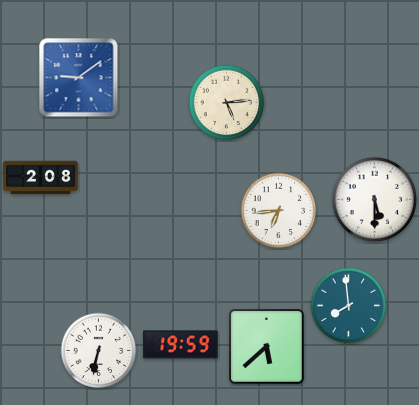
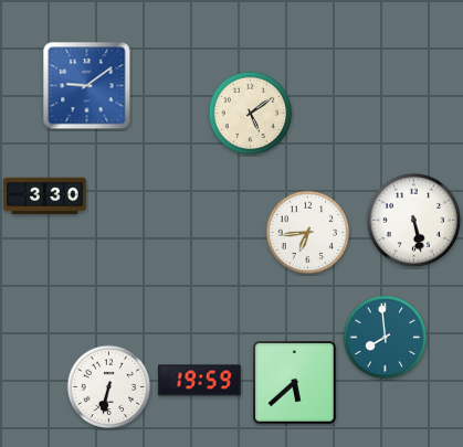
clock at (227, 103): 5:14 -> 5:09
clock at (41, 178): 2:08 -> 3:30
clock at (375, 200): 5:30 -> 5:28
